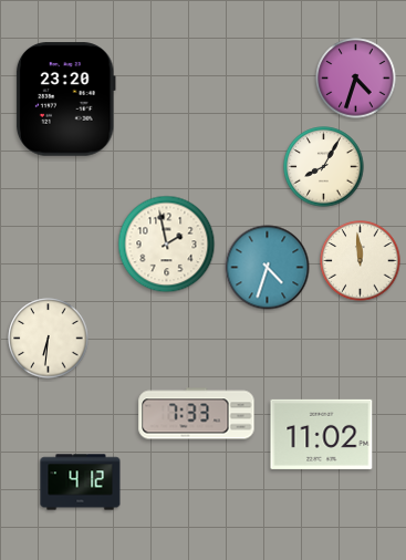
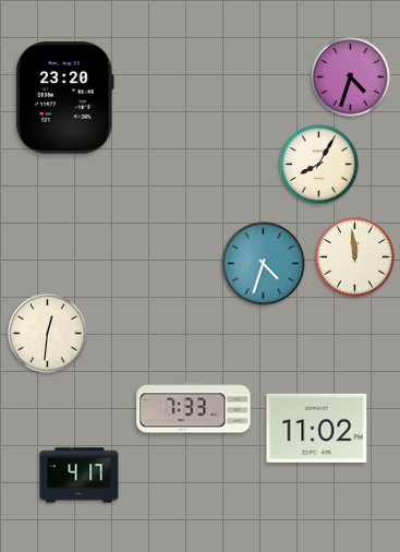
clock at (167, 245): 1:58 -> none
clock at (49, 339): 6:31 -> 12:31
clock at (81, 483): 4:12 -> 4:17
